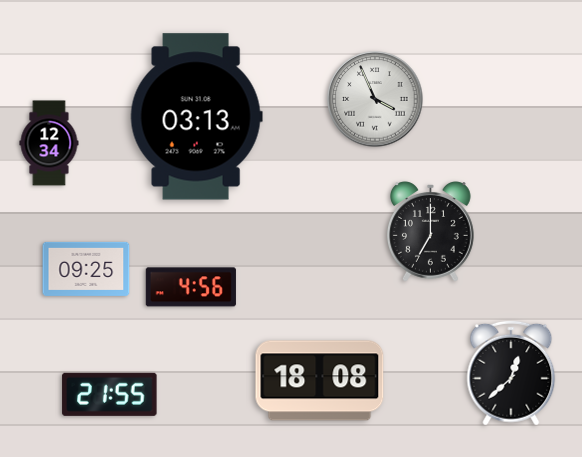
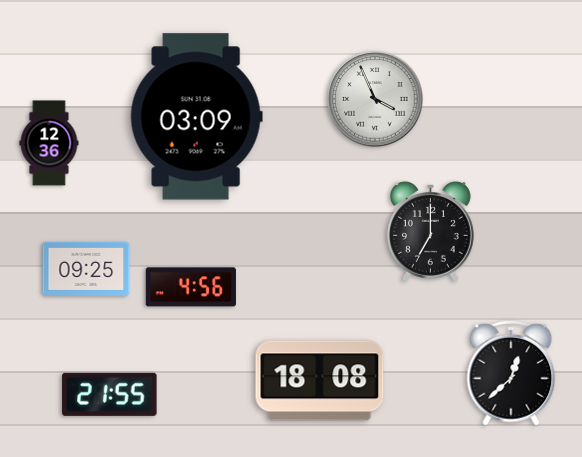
clock at (196, 117): 03:13 -> 03:09
clock at (49, 143): 12:34 -> 12:36
